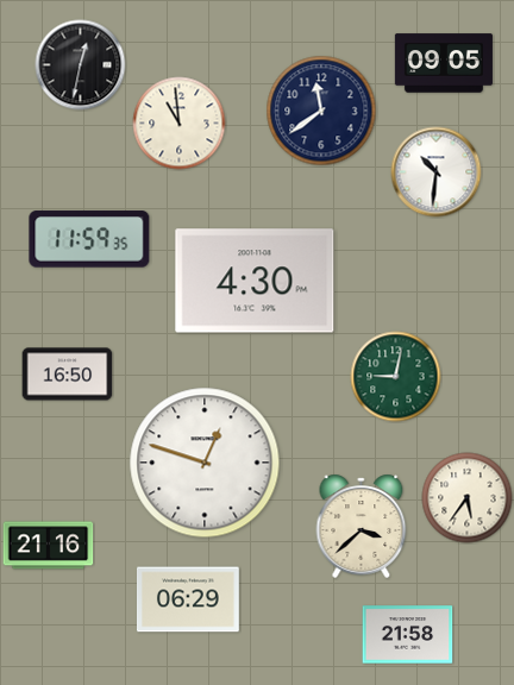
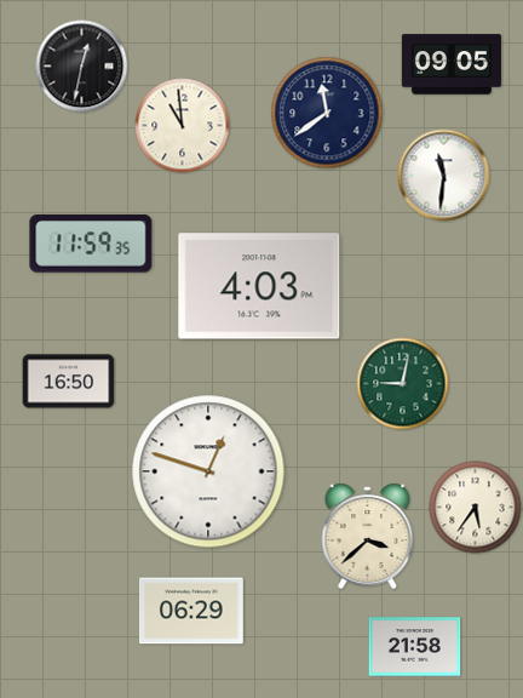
clock at (437, 172): 10:31 -> 11:31
clock at (255, 281): 4:30 -> 4:03
clock at (49, 546): 21:16 -> none
